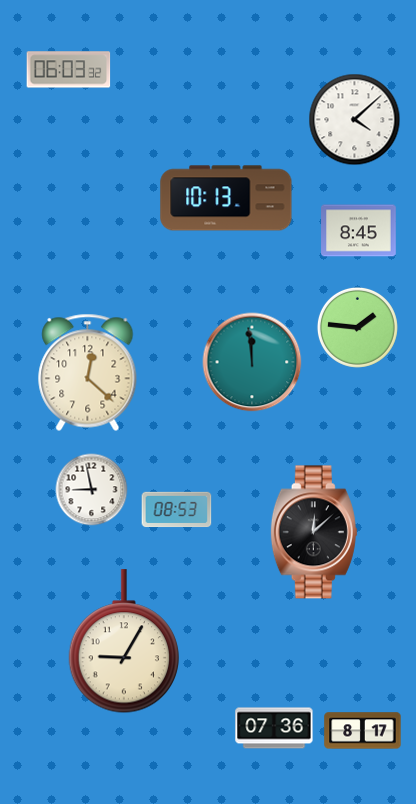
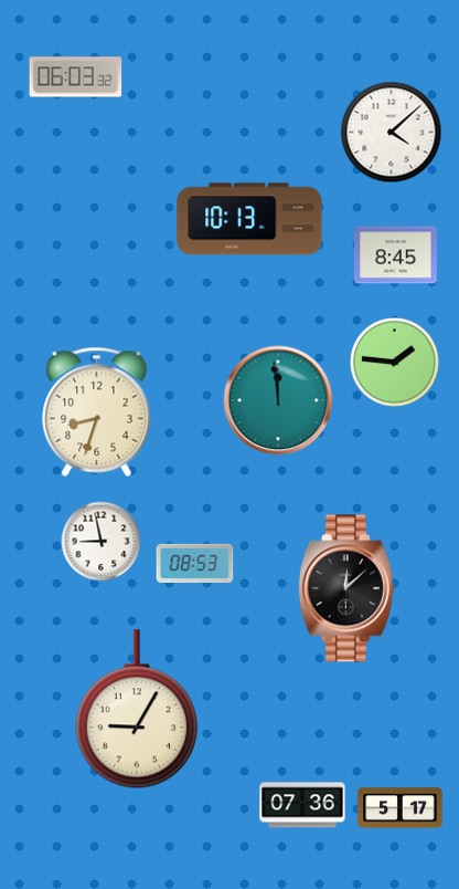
clock at (88, 372): 12:22 -> 8:33
clock at (363, 731): 8:17 -> 5:17
